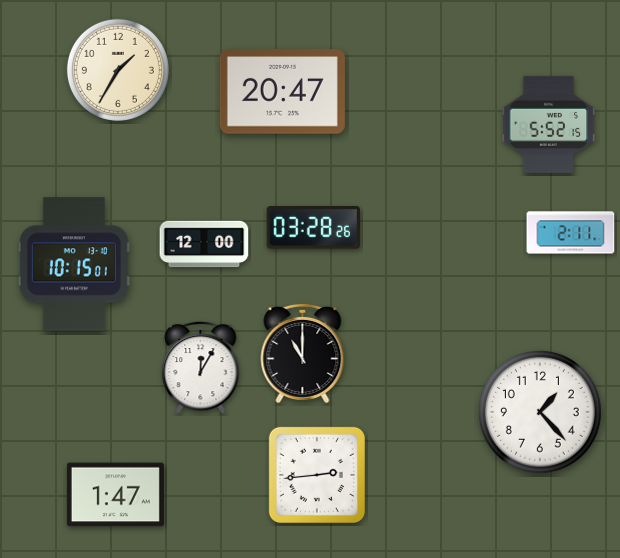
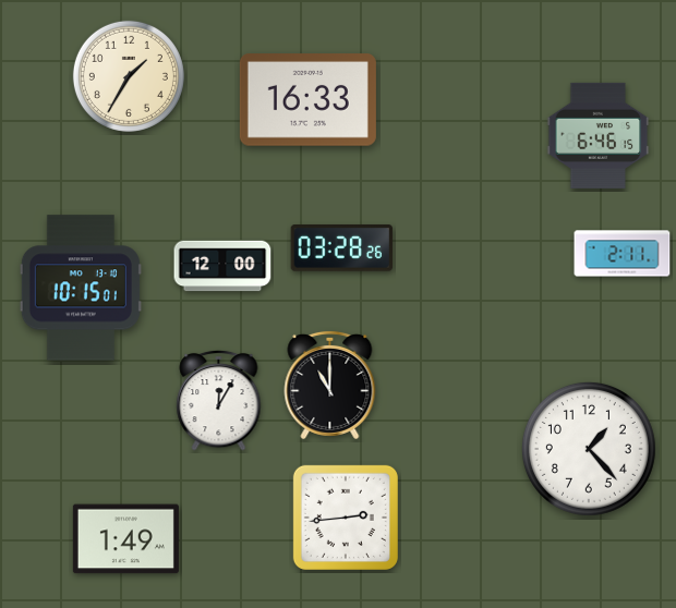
clock at (282, 92): 20:47 -> 16:33
clock at (549, 124): 5:52 -> 6:46
clock at (115, 495): 1:47 -> 1:49
